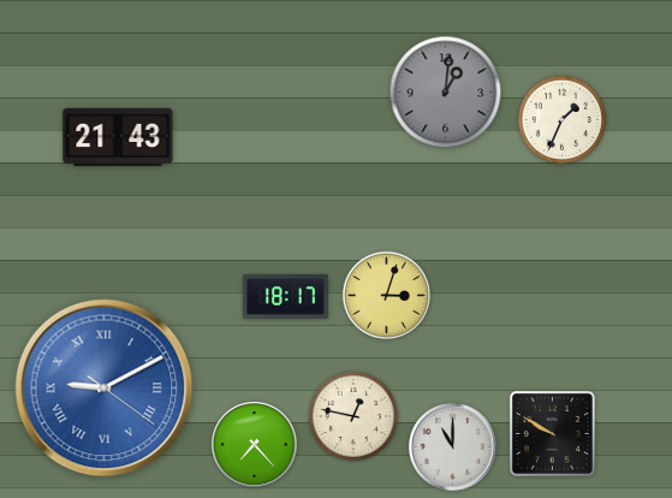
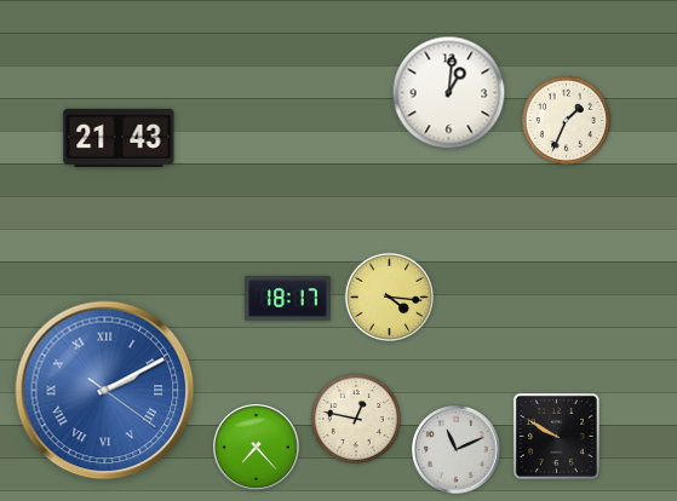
clock at (446, 93) dial: grey -> white
clock at (386, 295): 3:03 -> 4:16
clock at (105, 389): 9:10 -> 2:10
clock at (453, 447): 11:00 -> 11:11
